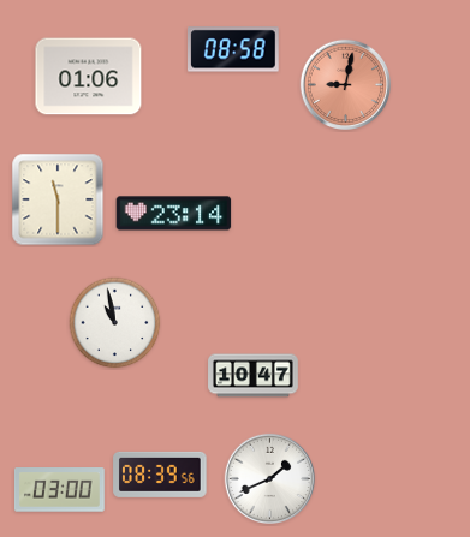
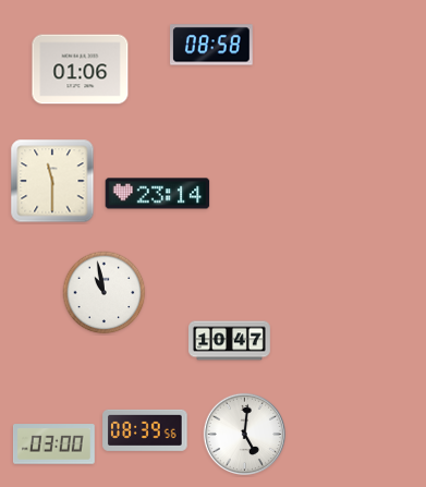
clock at (345, 84): 9:02 -> none
clock at (269, 478): 1:41 -> 5:01
